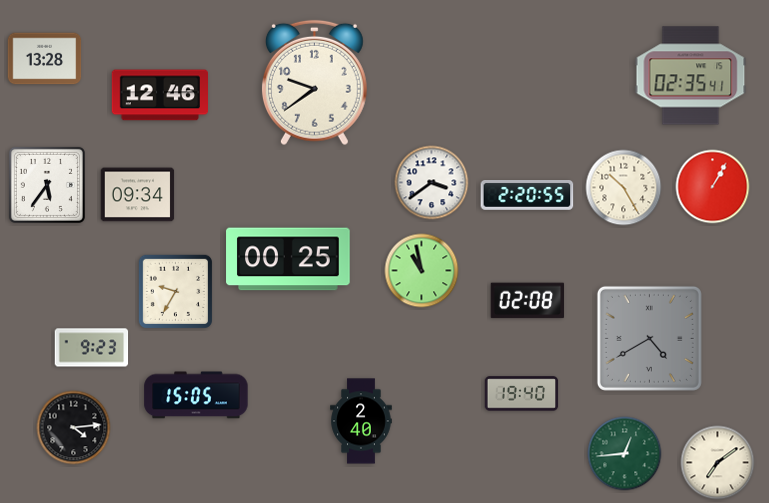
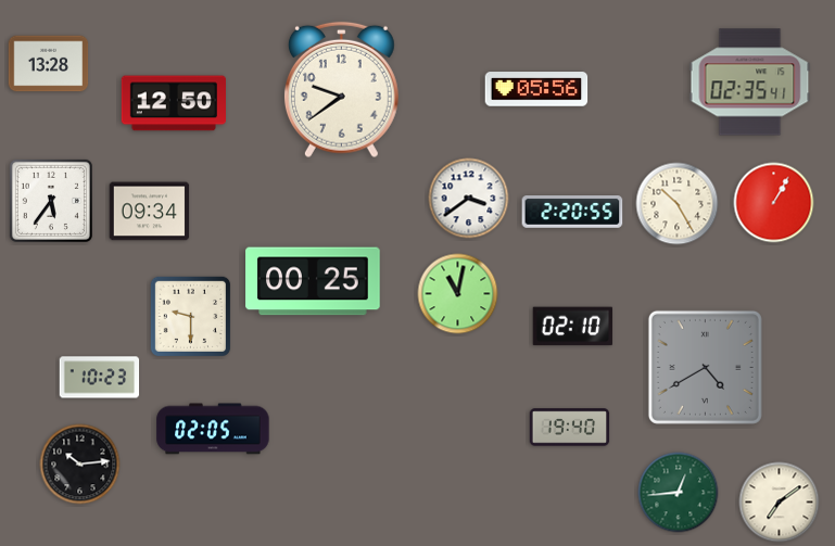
clock at (536, 89): none -> 05:56
clock at (159, 95): 12:46 -> 12:50
clock at (422, 271): 10:58 -> 11:02
clock at (175, 291): 9:35 -> 9:30
clock at (528, 301): 02:08 -> 02:10
clock at (92, 348): 9:23 -> 10:23
clock at (522, 394) position: (522, 394) -> (570, 428)
clock at (196, 395): 15:05 -> 02:05
clock at (361, 421): 2:40 -> none
clock at (74, 428): 4:14 -> 10:14
